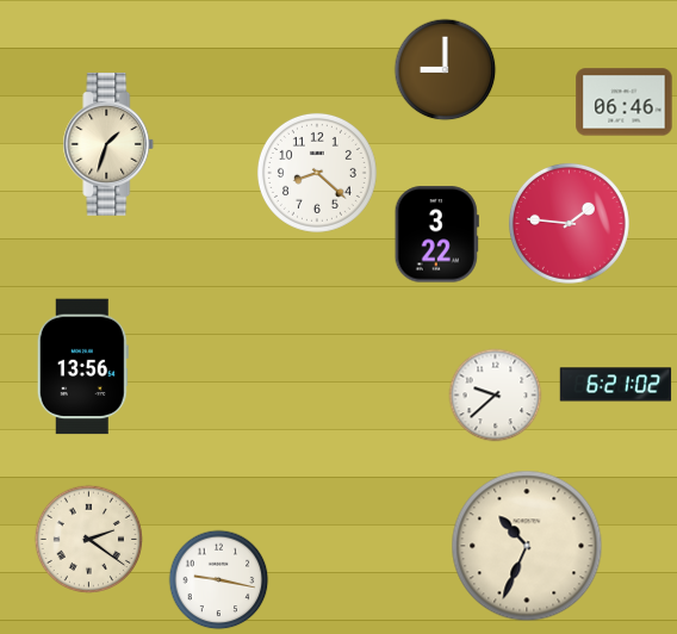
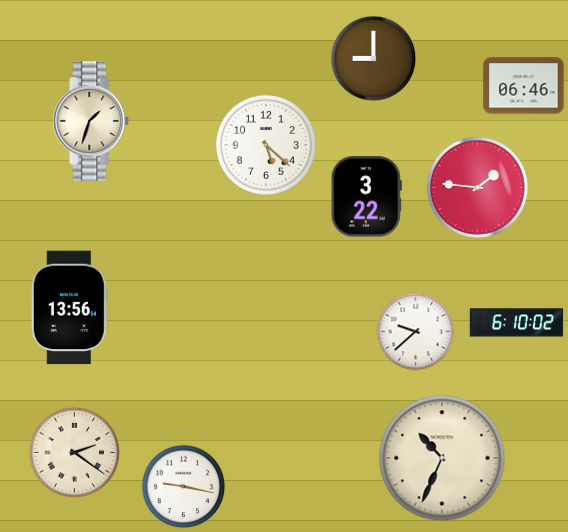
clock at (317, 173): 8:22 -> 5:22
clock at (616, 385): 6:21 -> 6:10
